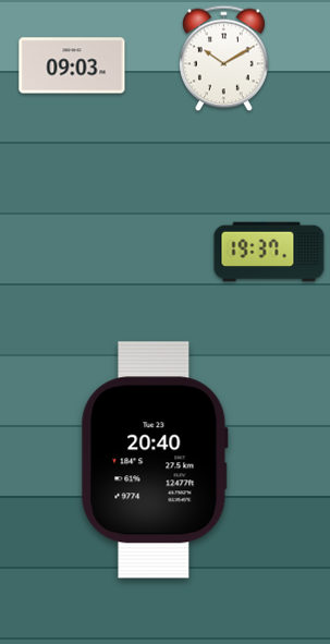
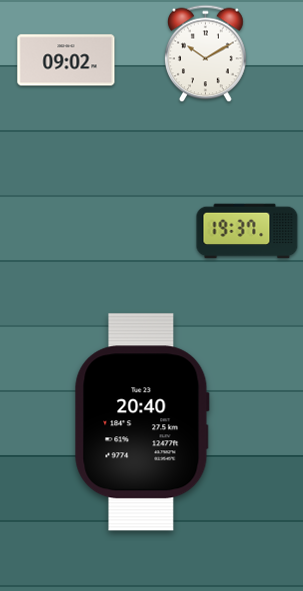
clock at (72, 65): 09:03 -> 09:02
